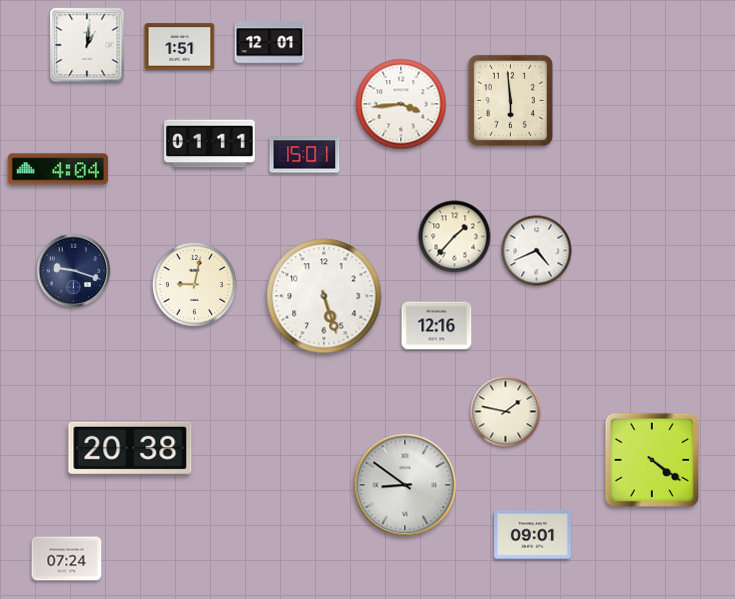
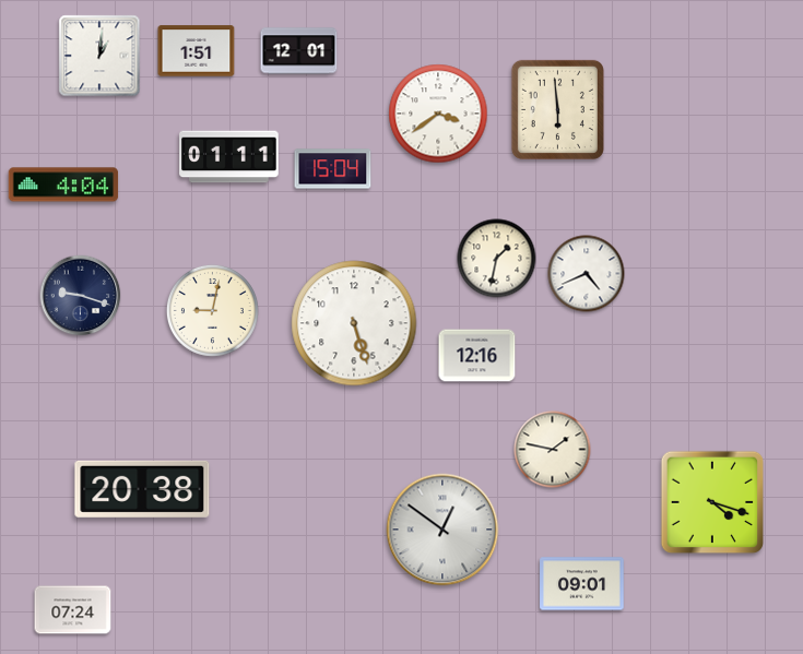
clock at (270, 43) position: (270, 43) -> (299, 51)
clock at (87, 45) position: (87, 45) -> (99, 56)
clock at (401, 104): 3:44 -> 3:39
clock at (305, 155): 15:01 -> 15:04
clock at (455, 237): 1:37 -> 1:32
clock at (652, 460): 4:21 -> 4:18
clock at (405, 485): 8:51 -> 12:51
